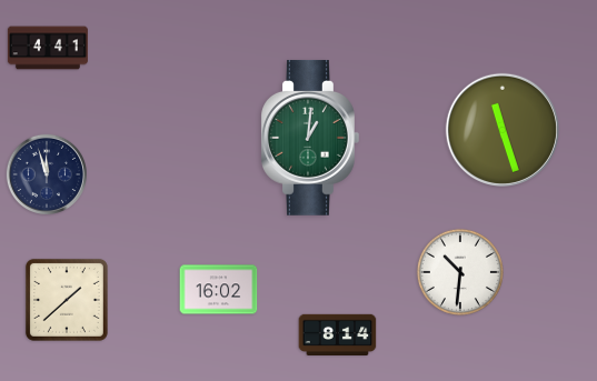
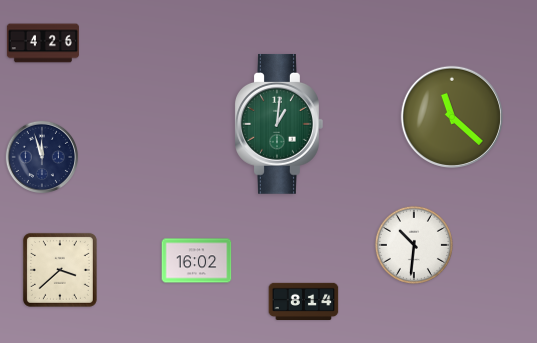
clock at (48, 48): 4:41 -> 4:26
clock at (503, 130): 11:27 -> 11:22
clock at (67, 300): 1:38 -> 3:38
